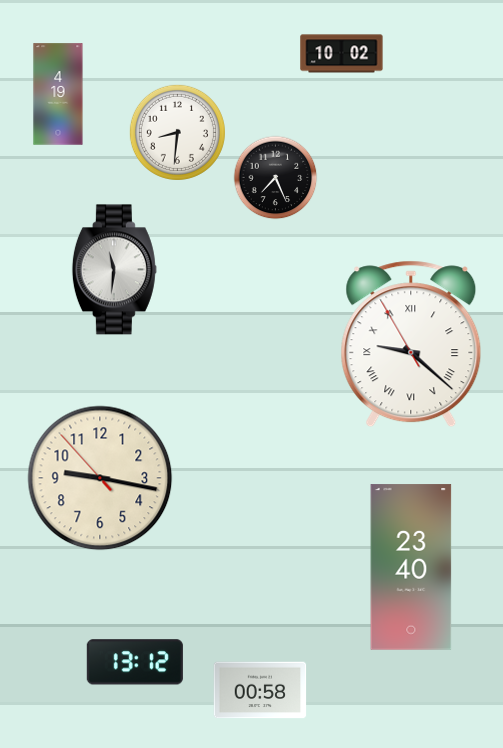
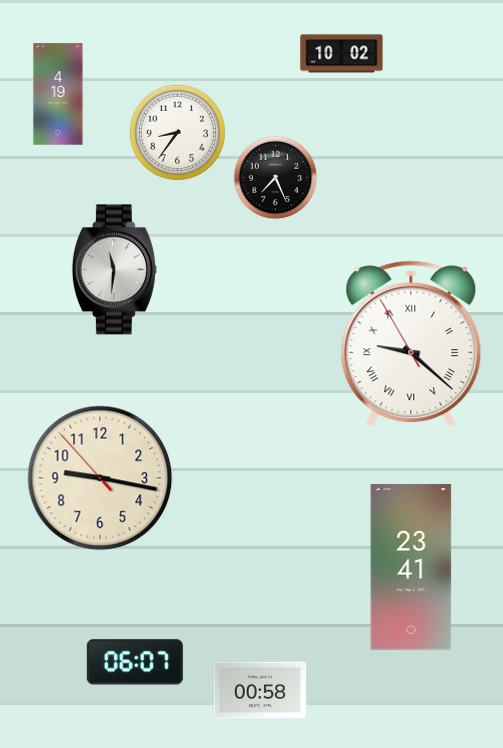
clock at (177, 132): 8:31 -> 8:36
clock at (411, 567): 23:40 -> 23:41
clock at (135, 662): 13:12 -> 06:07
